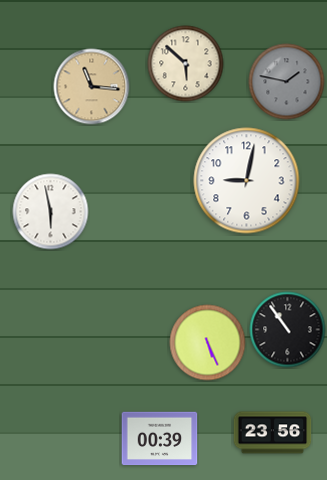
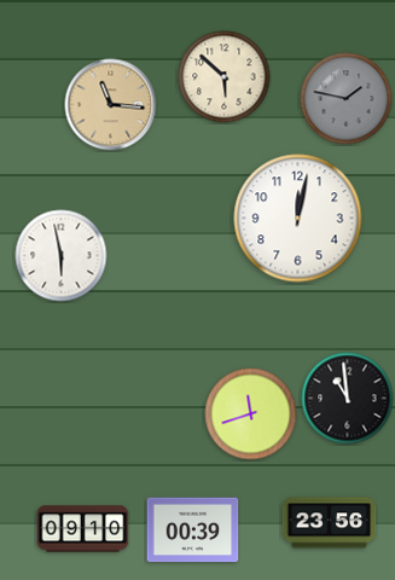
clock at (247, 181): 9:02 -> 12:02
clock at (288, 330): 10:54 -> 10:59
clock at (208, 343): 5:26 -> 11:42
clock at (83, 529): none -> 09:10
